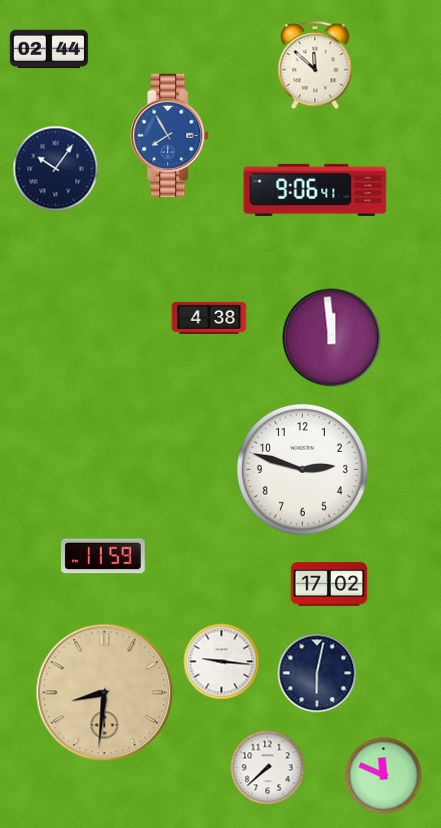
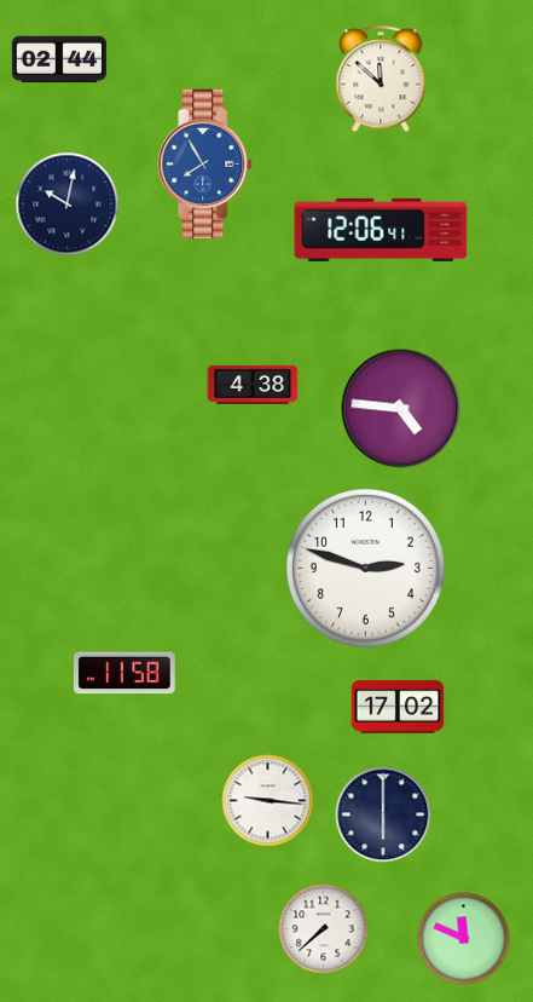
clock at (56, 169): 10:06 -> 10:02
clock at (315, 190): 9:06 -> 12:06
clock at (332, 338): 11:59 -> 4:46
clock at (104, 556): 11:59 -> 11:58
clock at (317, 673): 6:02 -> 6:00
clock at (105, 693): 8:31 -> none
